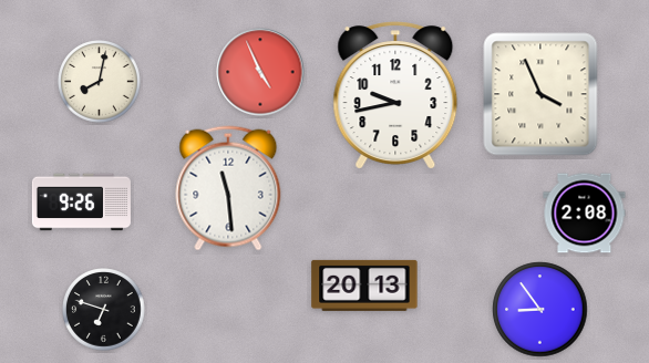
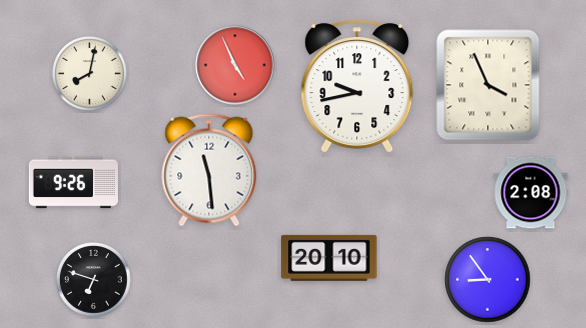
clock at (228, 188) position: (228, 188) -> (209, 170)
clock at (585, 214) position: (585, 214) -> (531, 193)
clock at (364, 286): 20:13 -> 20:10
